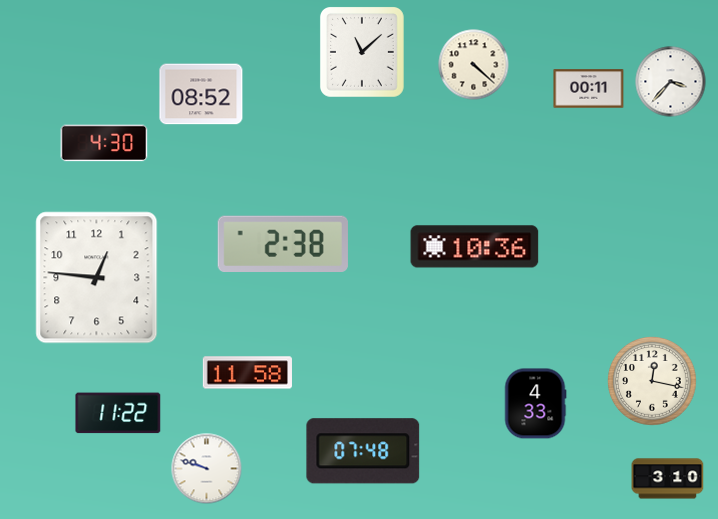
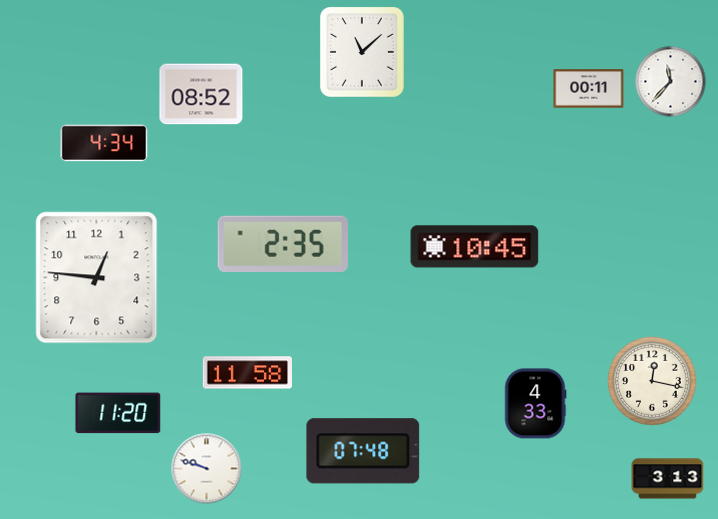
clock at (474, 65): 4:22 -> none
clock at (671, 82): 3:37 -> 11:37
clock at (104, 143): 4:30 -> 4:34
clock at (283, 243): 2:38 -> 2:35
clock at (475, 247): 10:36 -> 10:45
clock at (118, 413): 11:22 -> 11:20
clock at (668, 479): 3:10 -> 3:13
